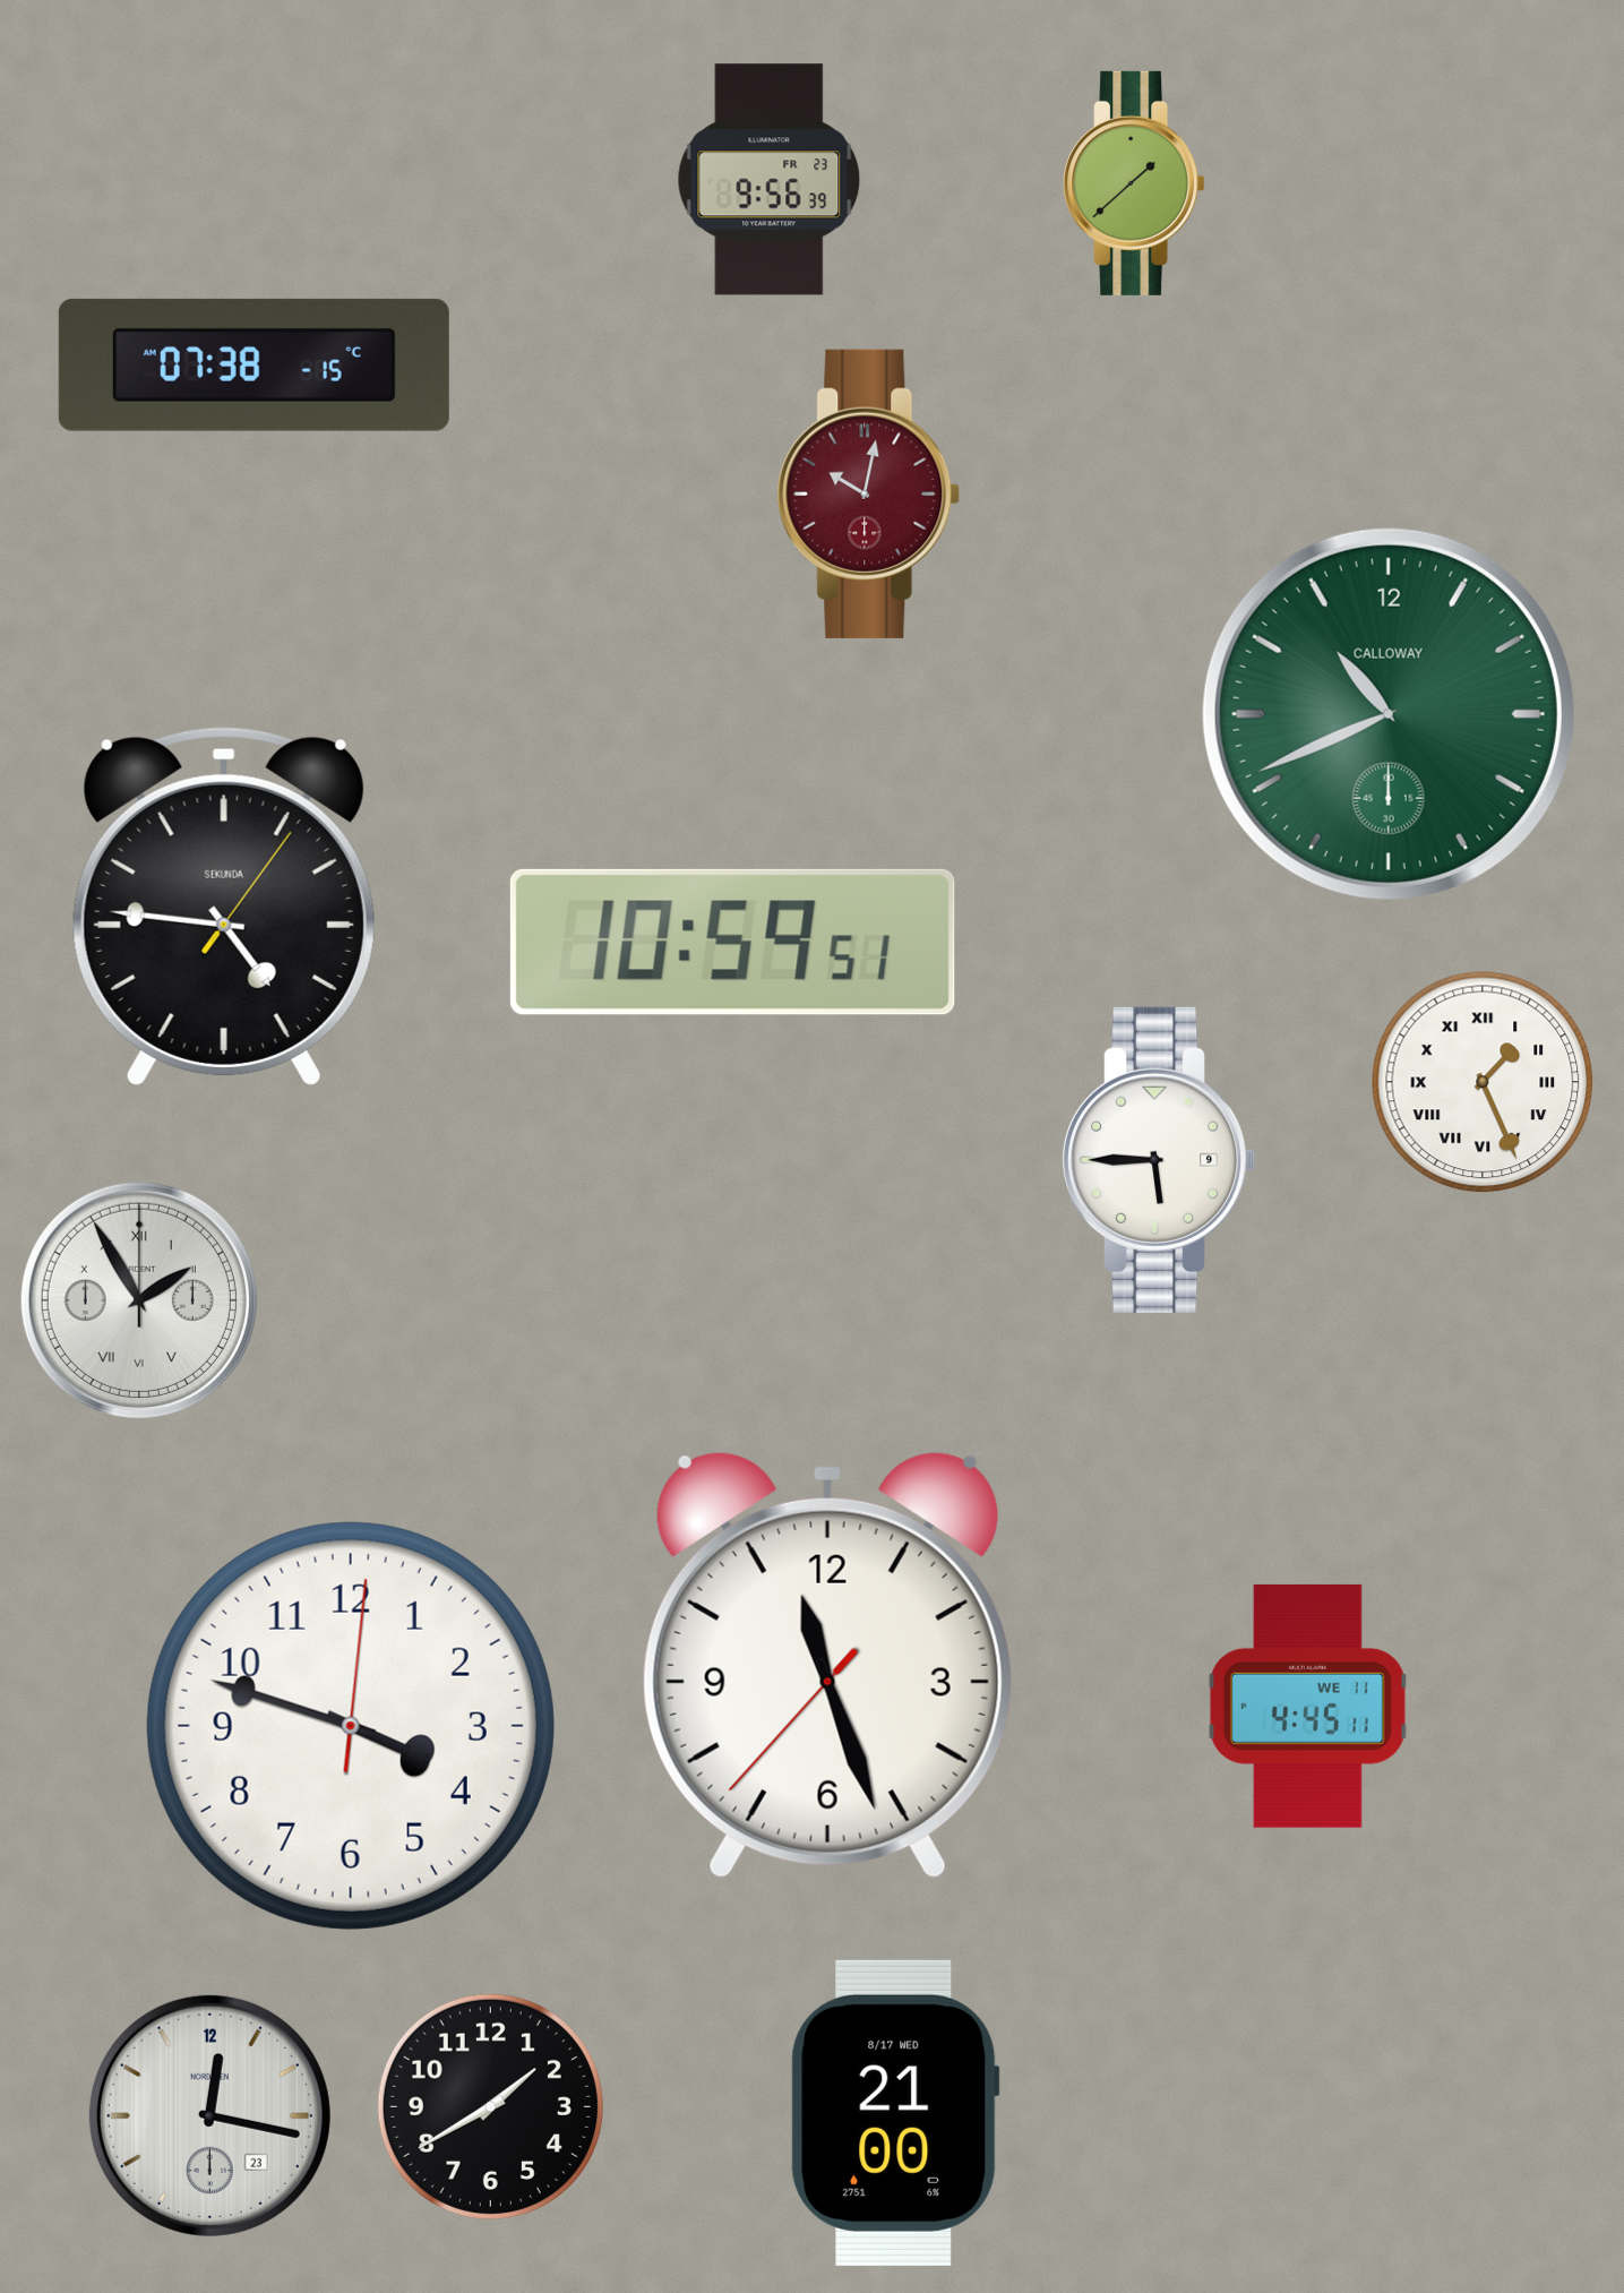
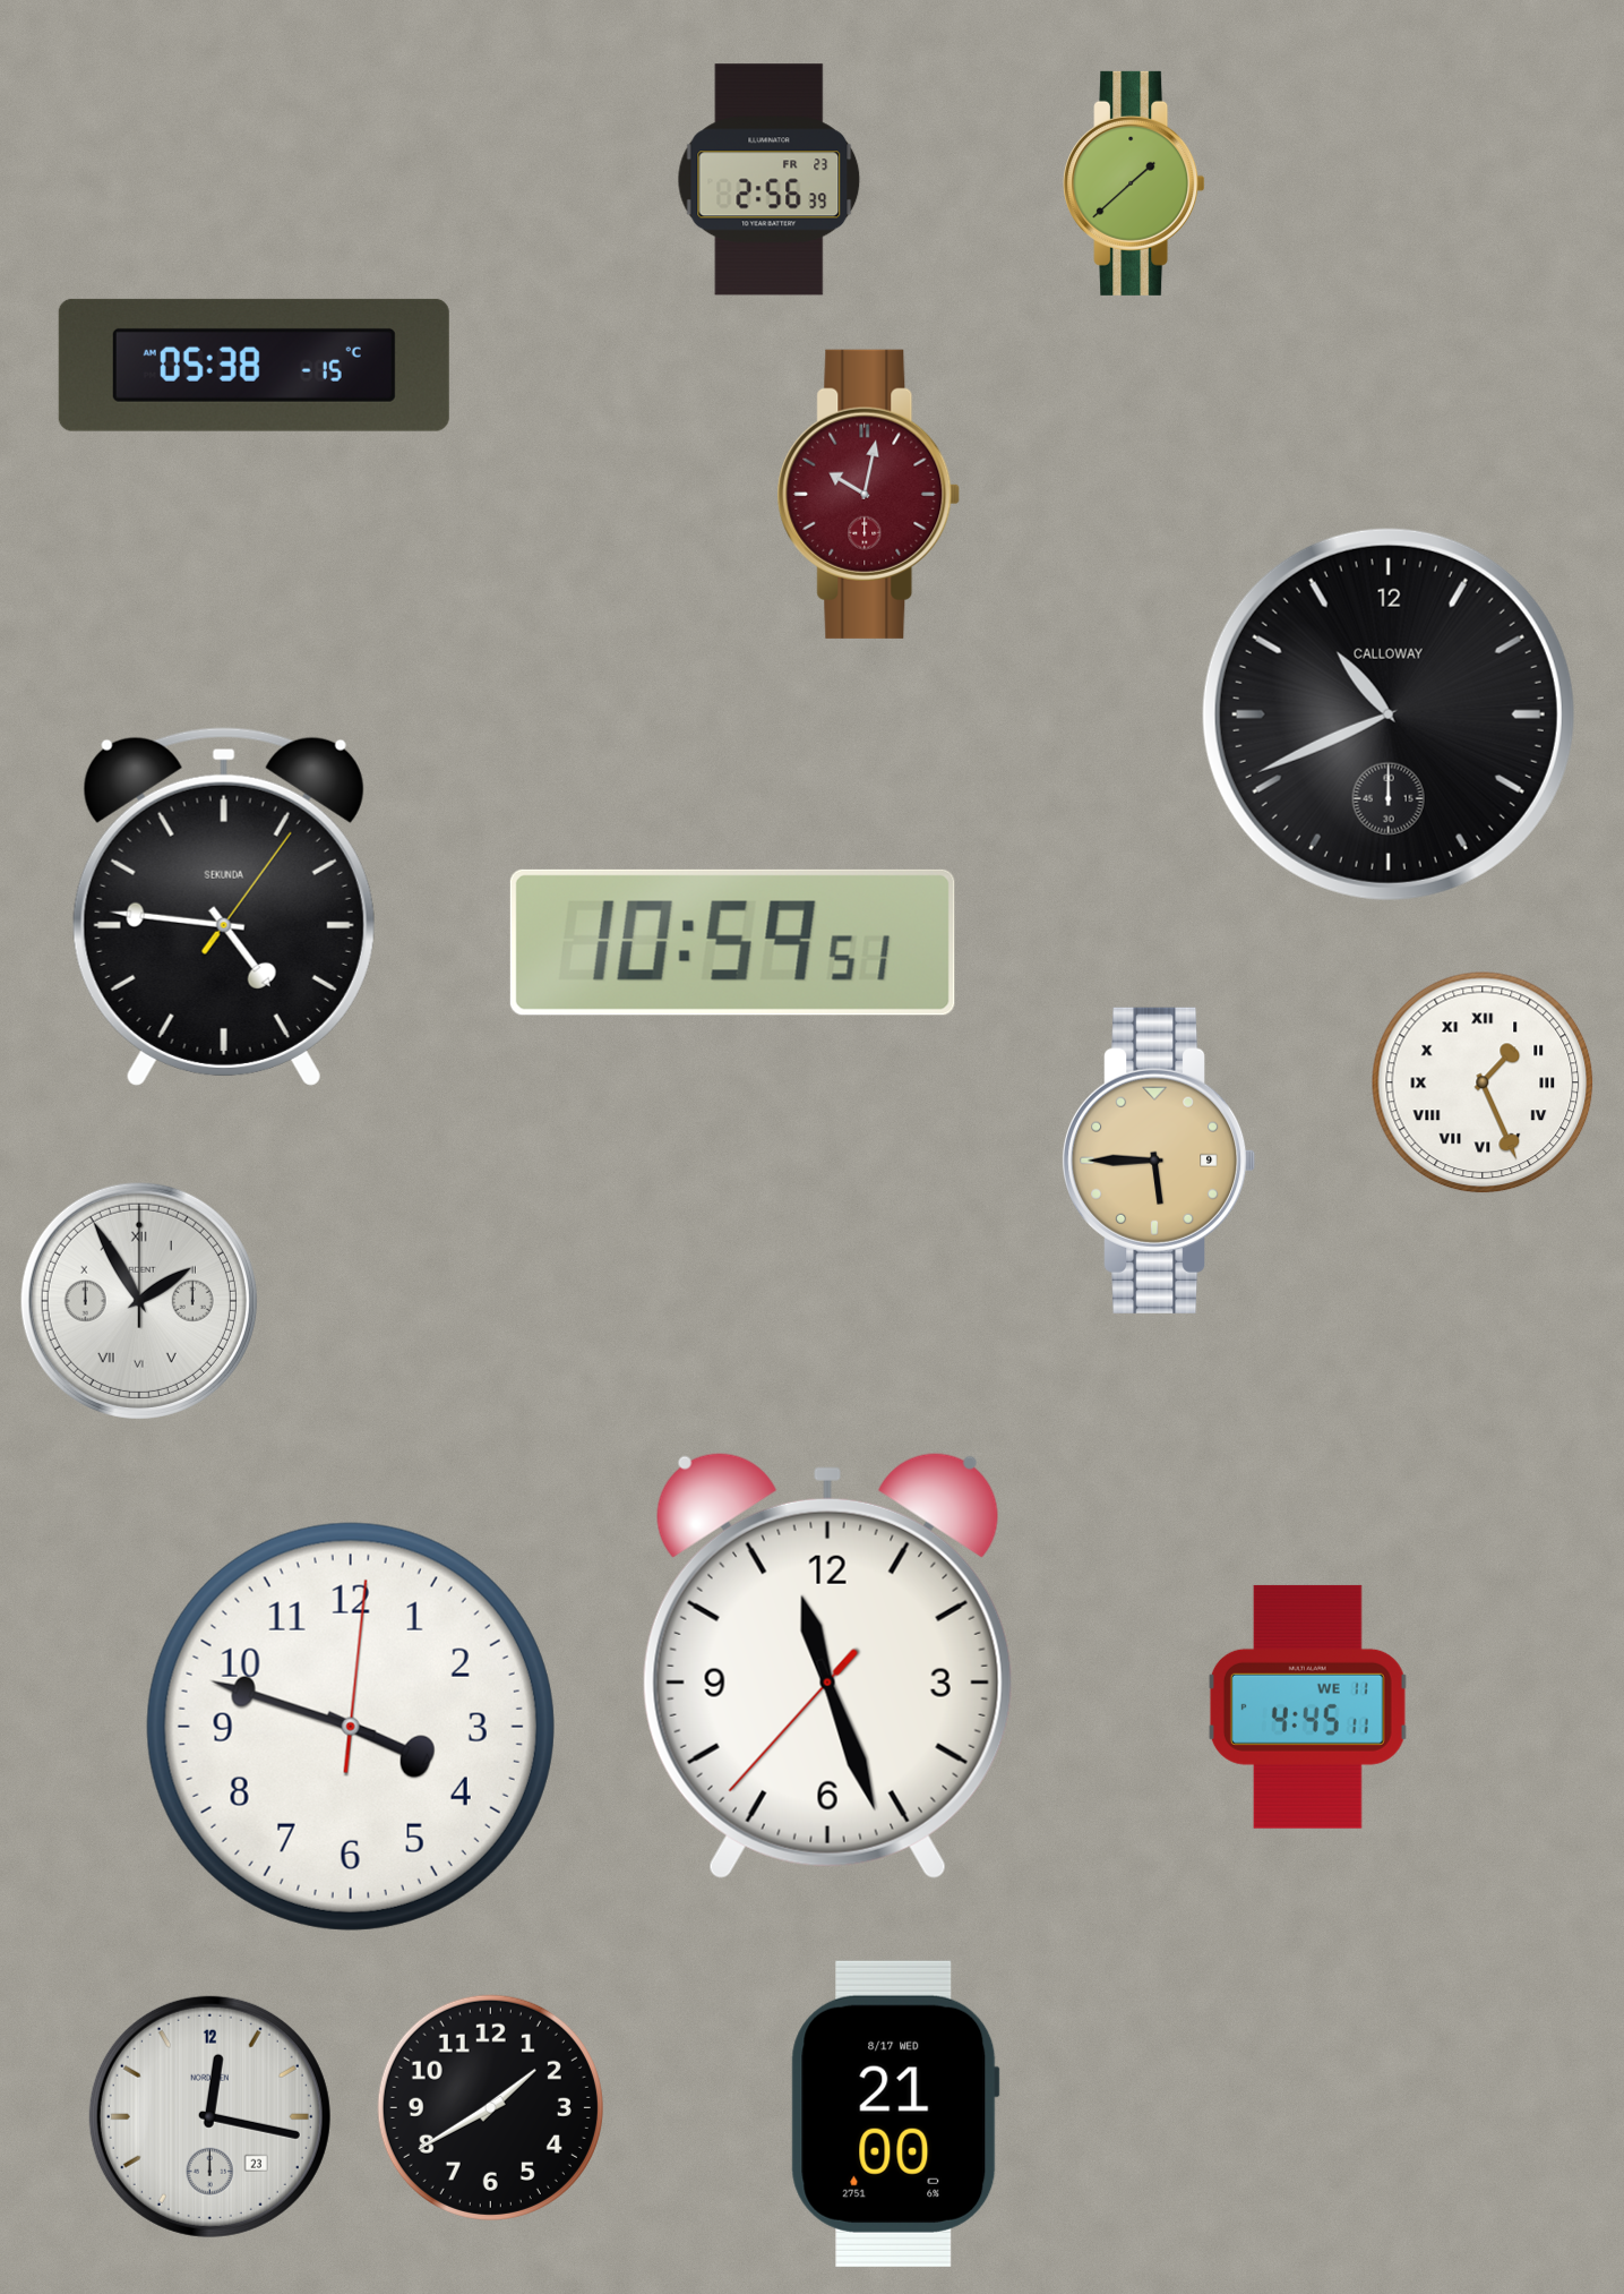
clock at (770, 180): 9:56 -> 2:56
clock at (254, 364): 07:38 -> 05:38
clock at (1389, 714) dial: green -> black
clock at (1160, 1160) dial: white -> champagne
